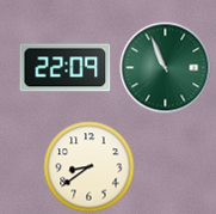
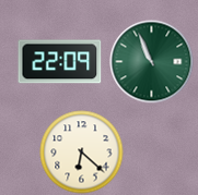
clock at (90, 167): 8:39 -> 6:22
